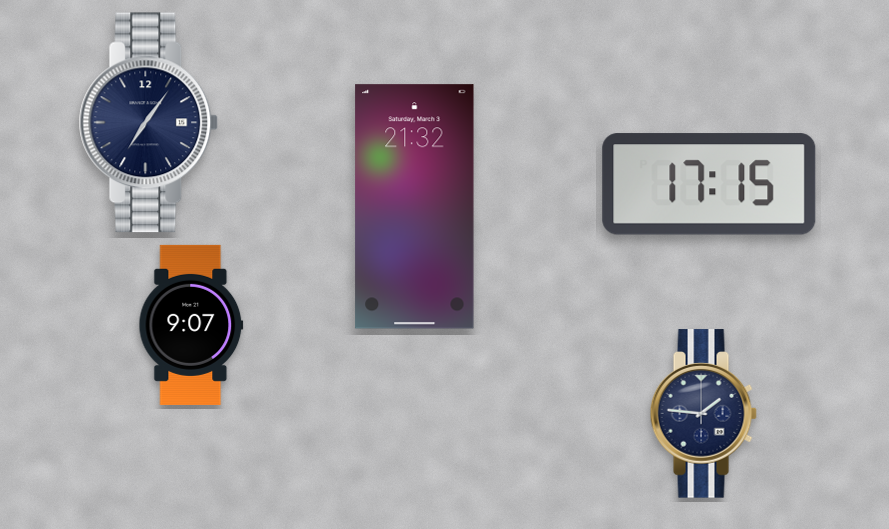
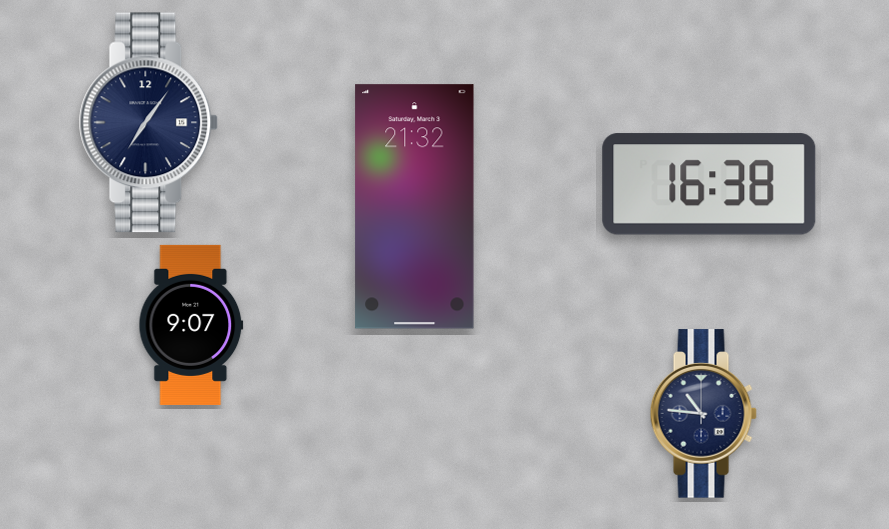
clock at (709, 184): 17:15 -> 16:38
clock at (703, 414): 1:46 -> 10:46
